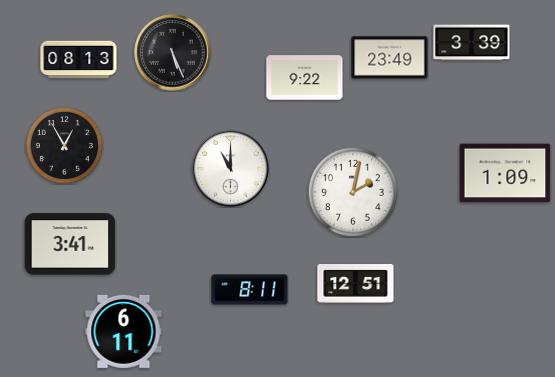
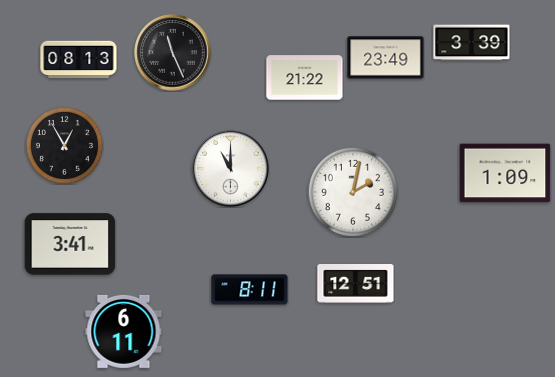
clock at (173, 53): 5:26 -> 11:26
clock at (390, 58) position: (390, 58) -> (386, 58)
clock at (305, 78): 9:22 -> 21:22
